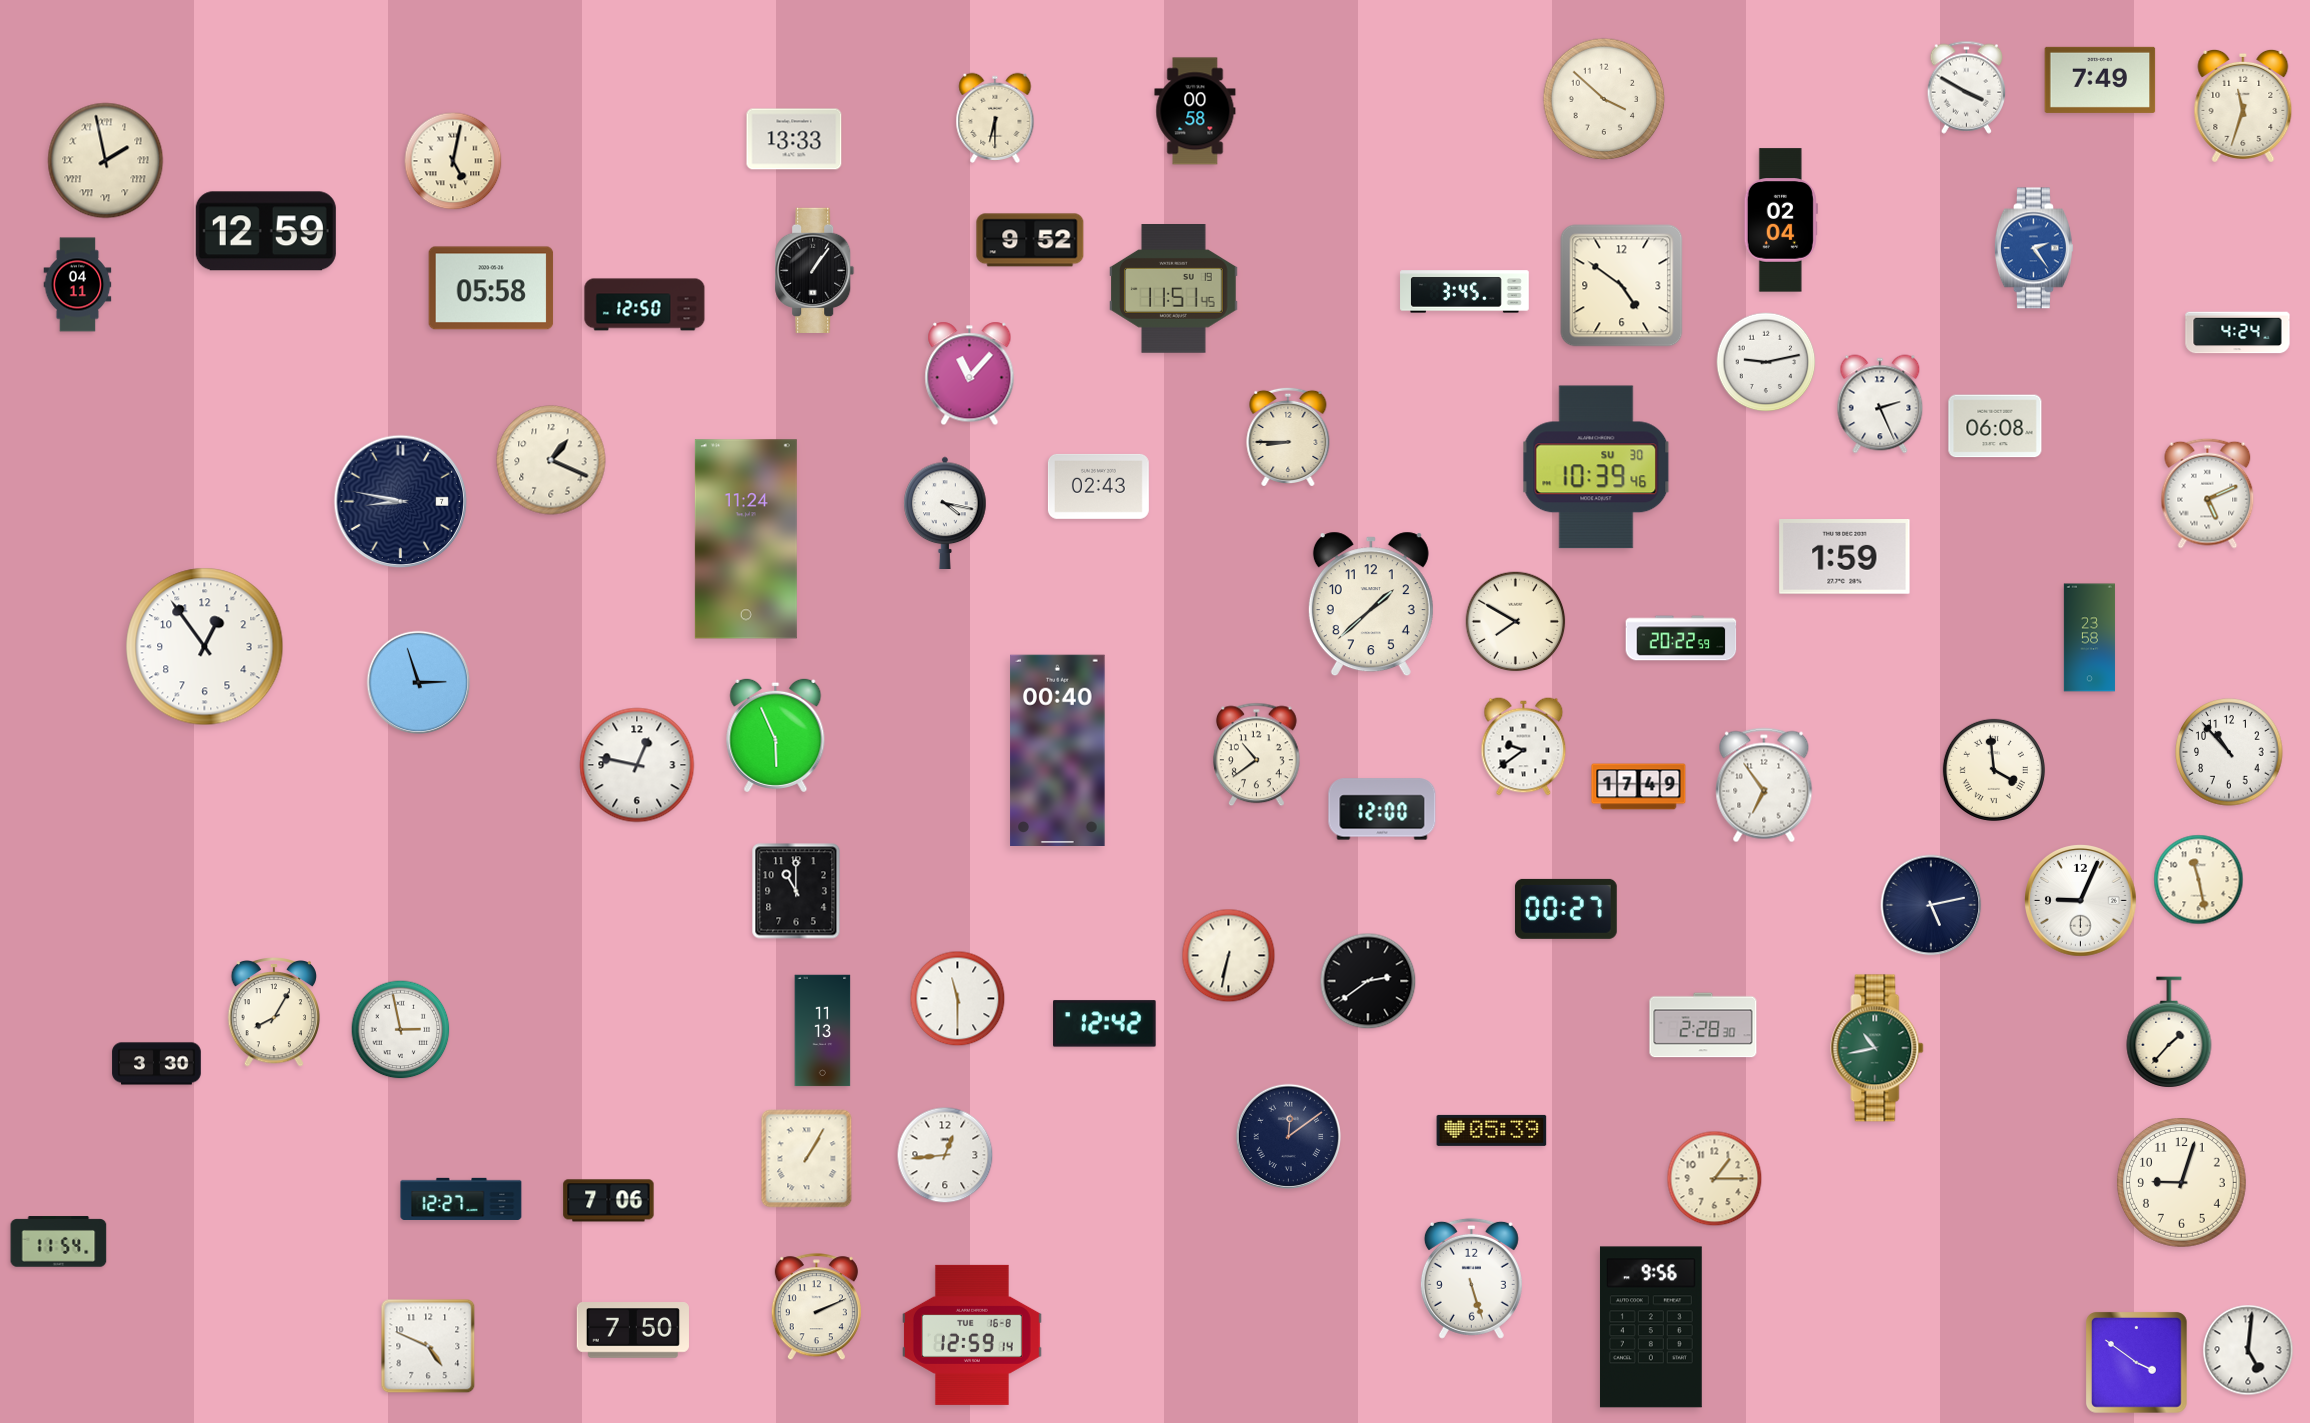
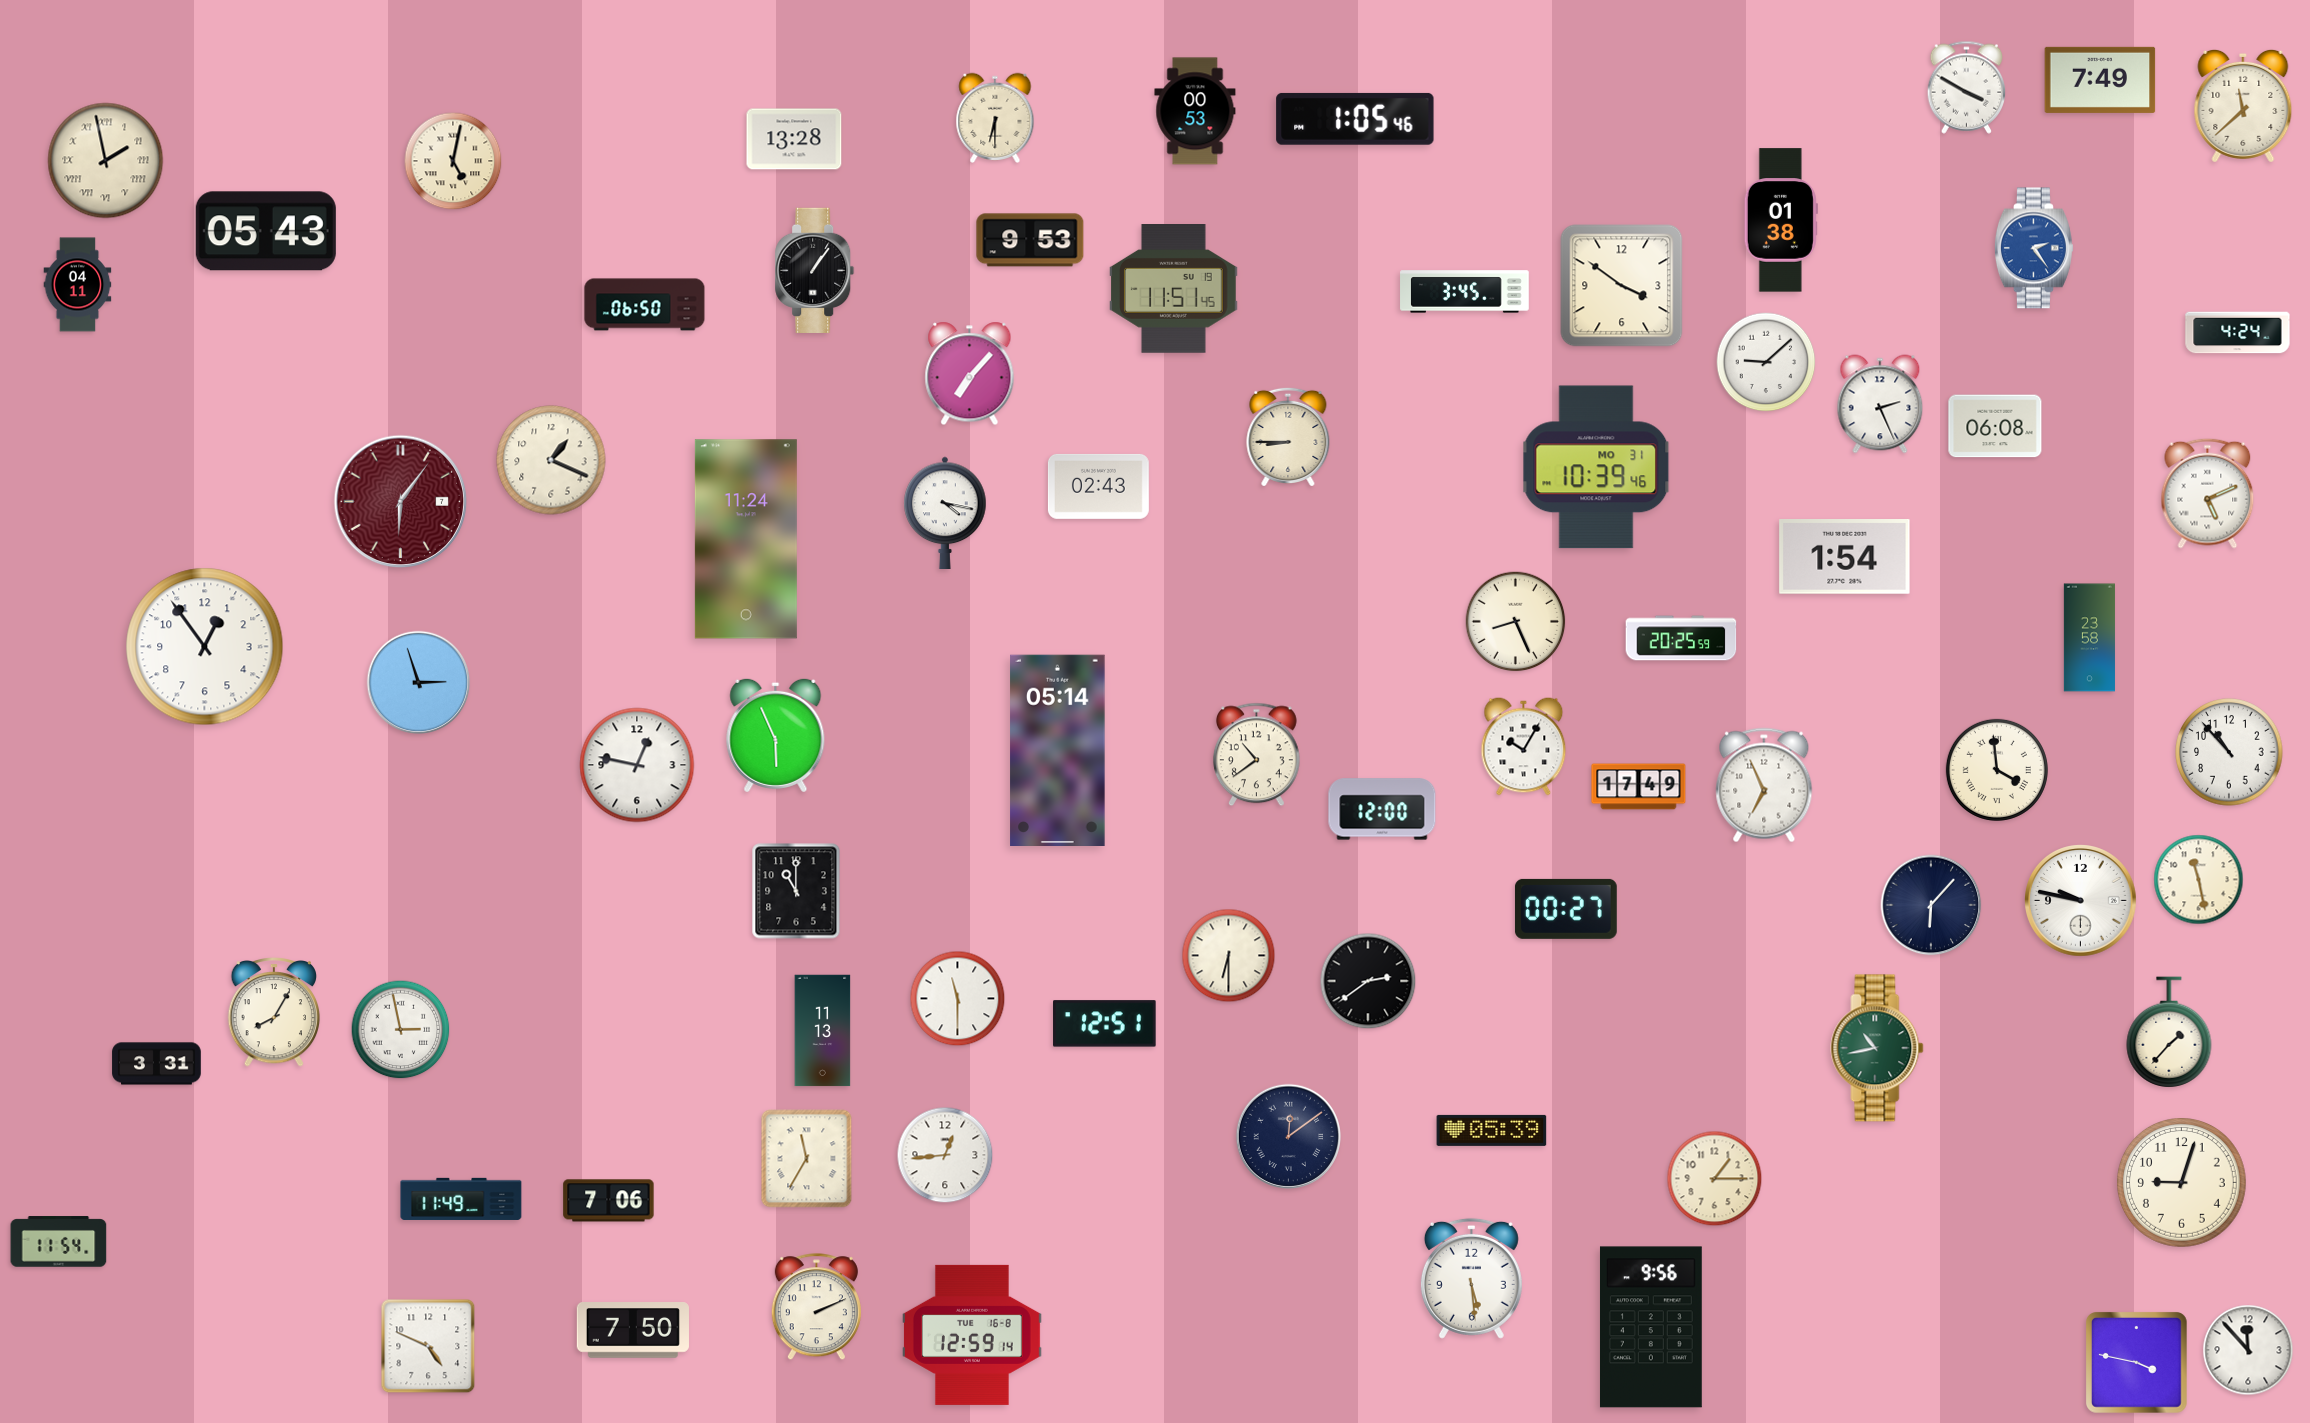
clock at (1604, 99): 3:52 -> none
clock at (2243, 106): 11:33 -> 11:38
clock at (1195, 111): 00:58 -> 00:53
clock at (1355, 119): none -> 1:05
clock at (794, 139): 13:33 -> 13:28
clock at (1781, 220): 02:04 -> 01:38
clock at (266, 231): 12:59 -> 05:43
clock at (1030, 240): 9:52 -> 9:53
clock at (1622, 286): 4:51 -> 3:51
clock at (491, 288): 05:58 -> none
clock at (645, 305): 12:50 -> 06:50
clock at (1766, 362): 9:13 -> 9:08
clock at (970, 374): 11:07 -> 7:07
clock at (1596, 467) date: SU 30 -> MO 31
clock at (401, 502): 8:47 -> 6:06
clock at (401, 502) dial: navy -> burgundy
clock at (1845, 557): 1:59 -> 1:54
clock at (1371, 604): 1:38 -> none
clock at (1516, 622): 7:50 -> 8:26
clock at (1681, 638): 20:22 -> 20:25
clock at (1524, 747): 9:39 -> 10:05
clock at (1058, 750): 00:40 -> 05:14
clock at (1994, 770) position: (1994, 770) -> (1997, 770)
clock at (1764, 785): 6:54 -> 6:56
clock at (2081, 901): 9:04 -> 9:47
clock at (1931, 905): 5:13 -> 6:07
clock at (1229, 956): 6:32 -> 6:30
clock at (1105, 1024): 12:42 -> 12:51
clock at (1703, 1025): 2:28 -> none
clock at (157, 1064): 3:30 -> 3:31
clock at (807, 1159): 1:05 -> 11:35
clock at (461, 1199): 12:27 -> 11:49
clock at (1471, 1278): 5:27 -> 5:29
clock at (2248, 1350): 5:01 -> 11:53
clock at (2137, 1363): 3:51 -> 3:47
